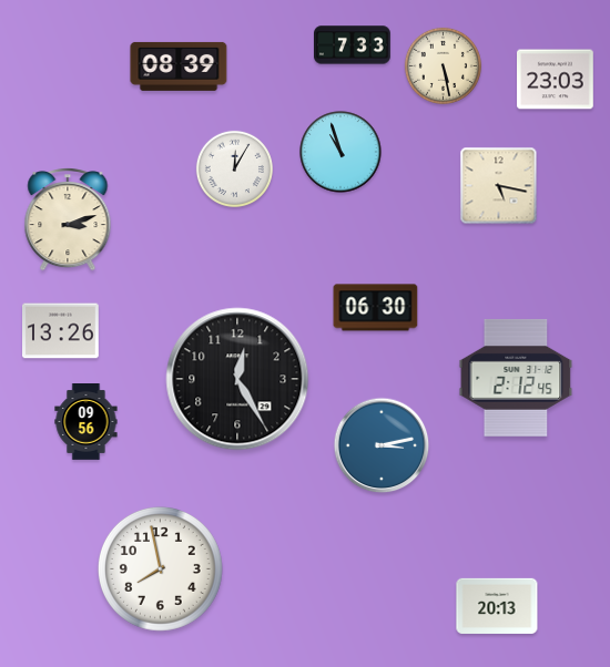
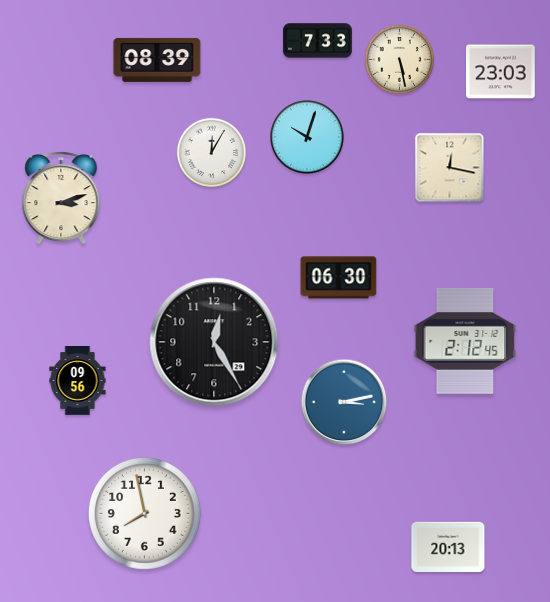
clock at (179, 66) position: (179, 66) -> (157, 60)
clock at (340, 152): 10:57 -> 10:03
clock at (499, 186): 5:17 -> 12:17
clock at (61, 331): 13:26 -> none
